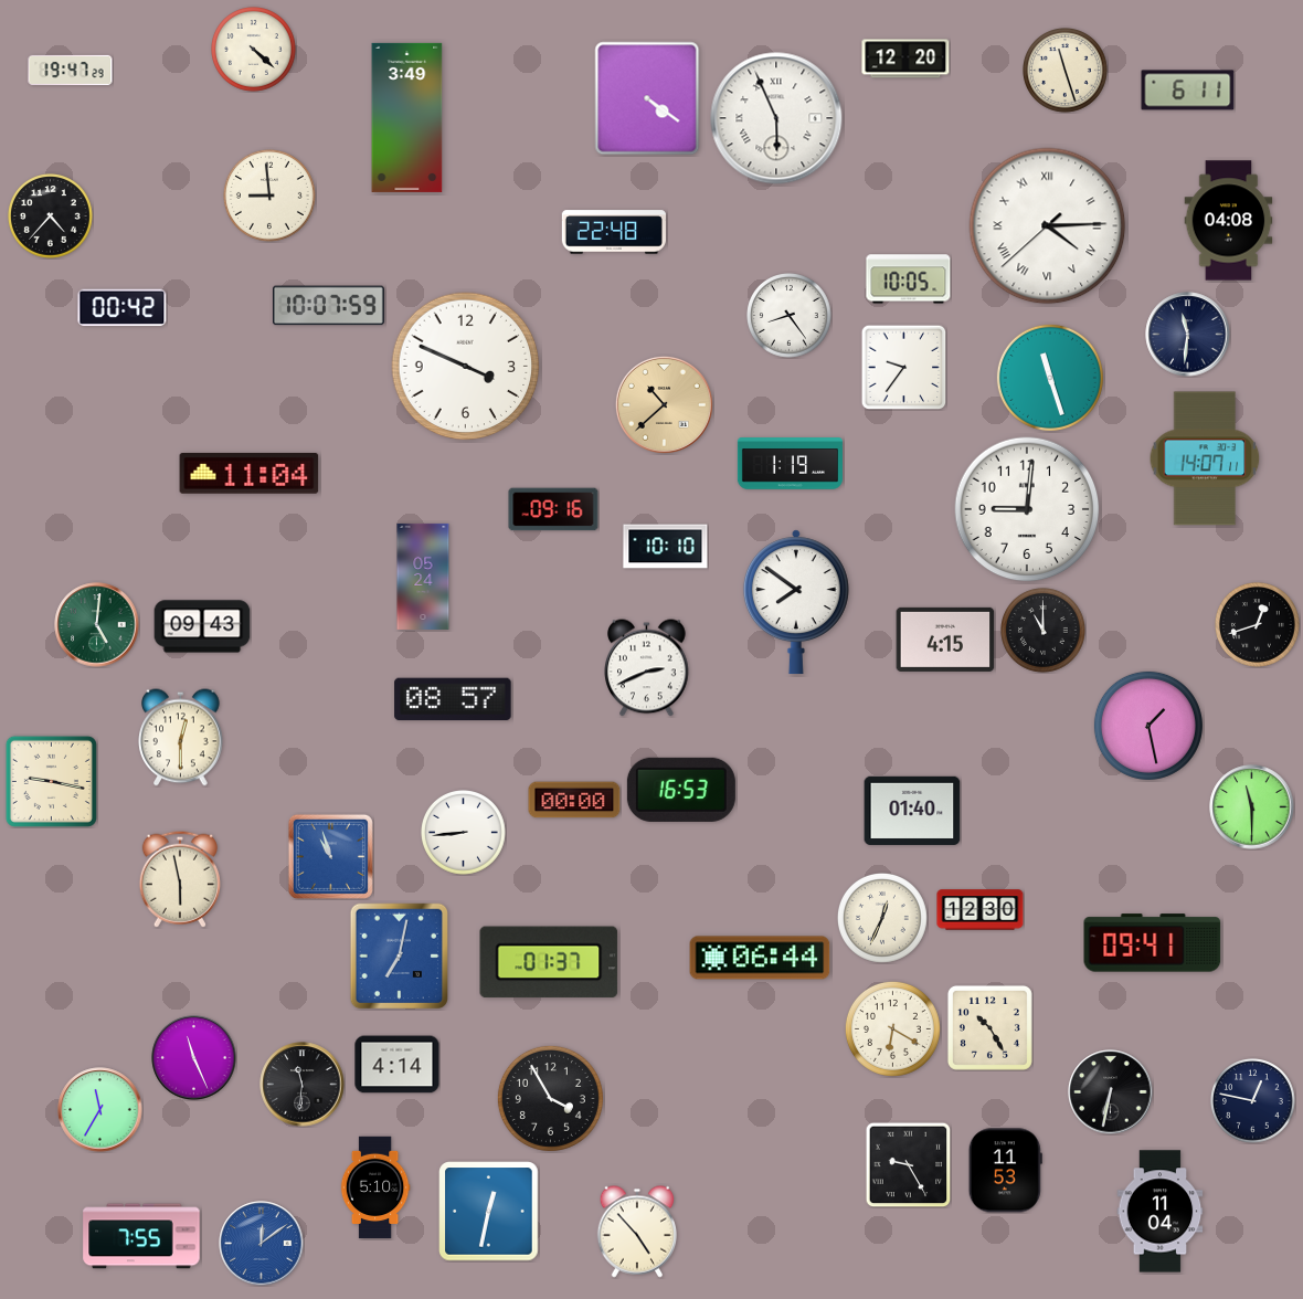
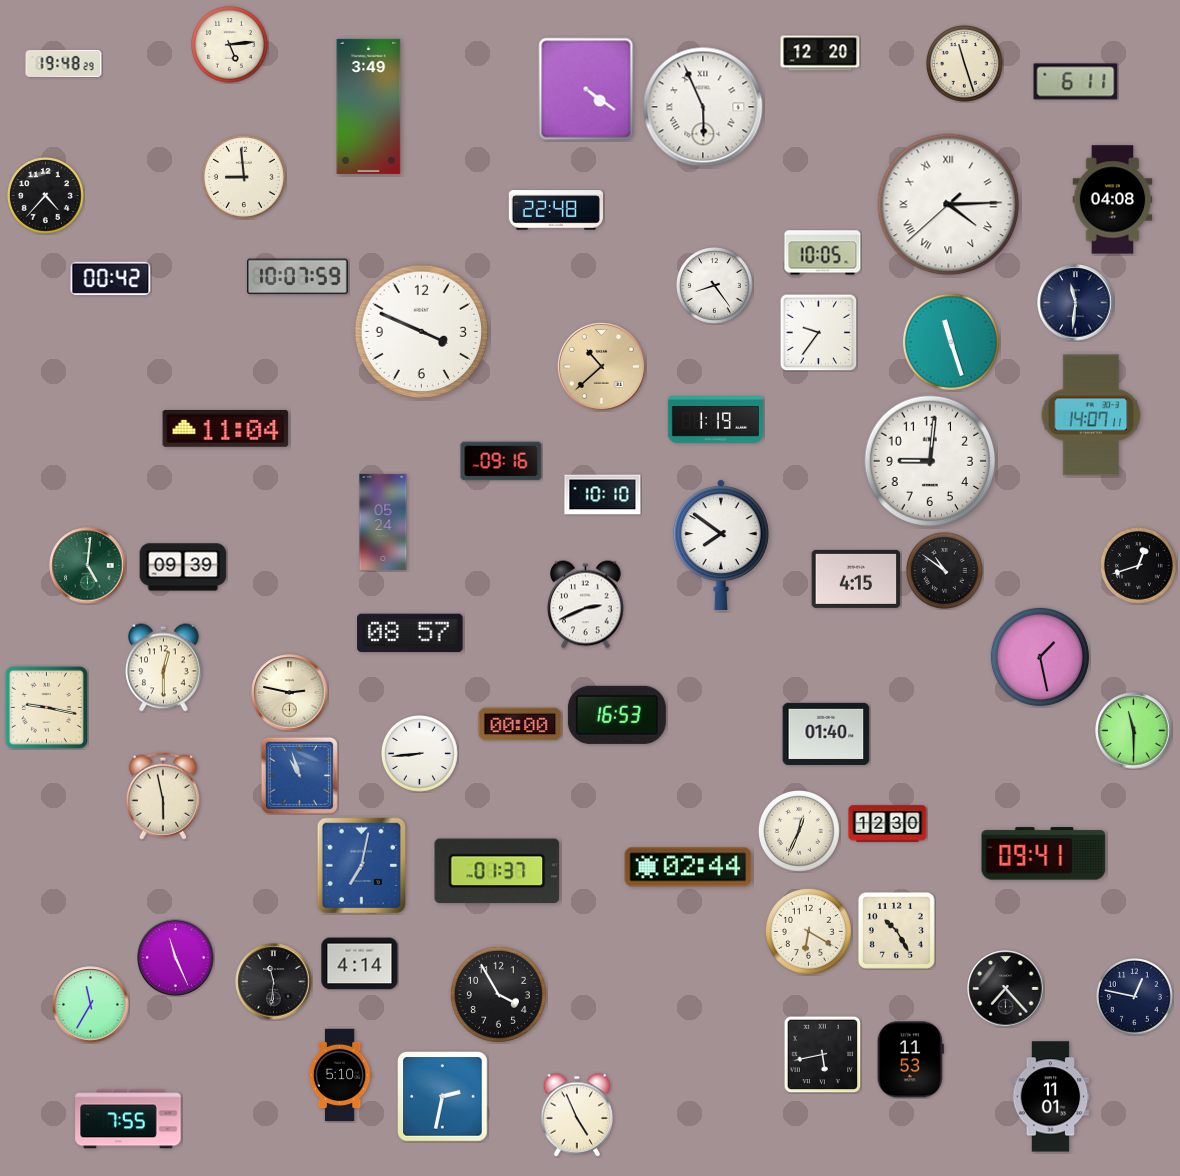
clock at (254, 50): 4:22 -> 5:14
clock at (71, 70): 19:47 -> 19:48
clock at (202, 626): 09:43 -> 09:39
clock at (1044, 631): 11:00 -> 10:51
clock at (290, 693): none -> 2:47
clock at (760, 958): 06:44 -> 02:44
clock at (1111, 1092): 6:32 -> 7:23
clock at (908, 1164): 9:25 -> 5:43
clock at (489, 1212): 12:32 -> 2:32
clock at (1161, 1212): 11:04 -> 11:01
clock at (636, 1232): 4:53 -> 4:56
clock at (262, 1244): 12:09 -> none
